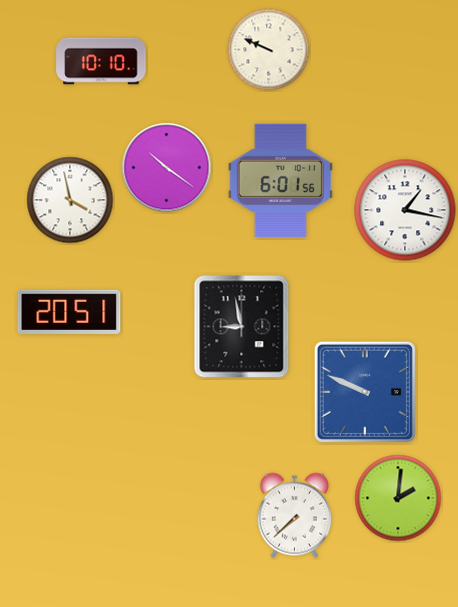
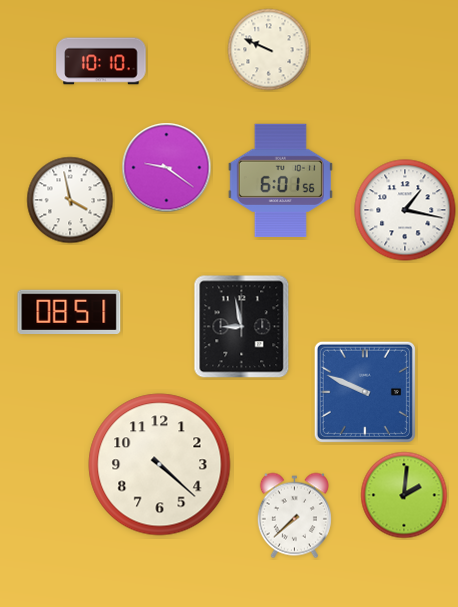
clock at (167, 168): 10:21 -> 9:21
clock at (69, 311): 20:51 -> 08:51
clock at (160, 465): none -> 4:22
clock at (398, 498) position: (398, 498) -> (404, 495)
